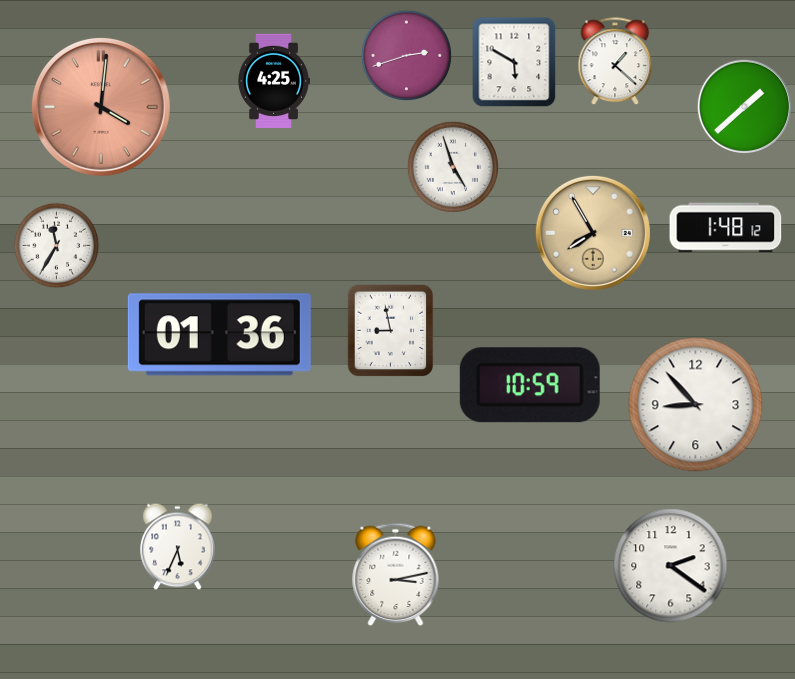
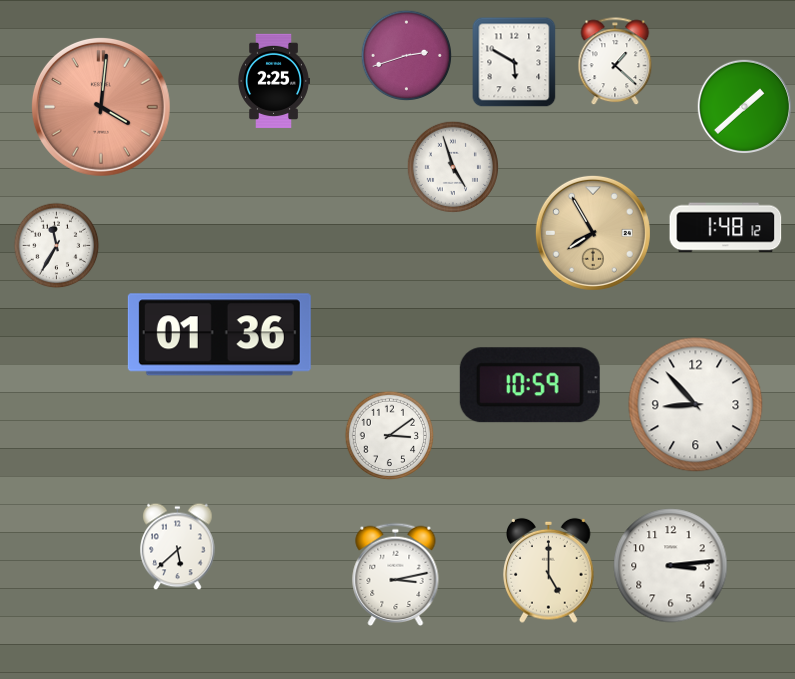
clock at (274, 81): 4:25 -> 2:25
clock at (391, 331): 8:58 -> none
clock at (390, 436): none -> 3:09
clock at (178, 547): 5:34 -> 5:38
clock at (671, 566): 2:21 -> 3:14
clock at (549, 570): none -> 5:00
